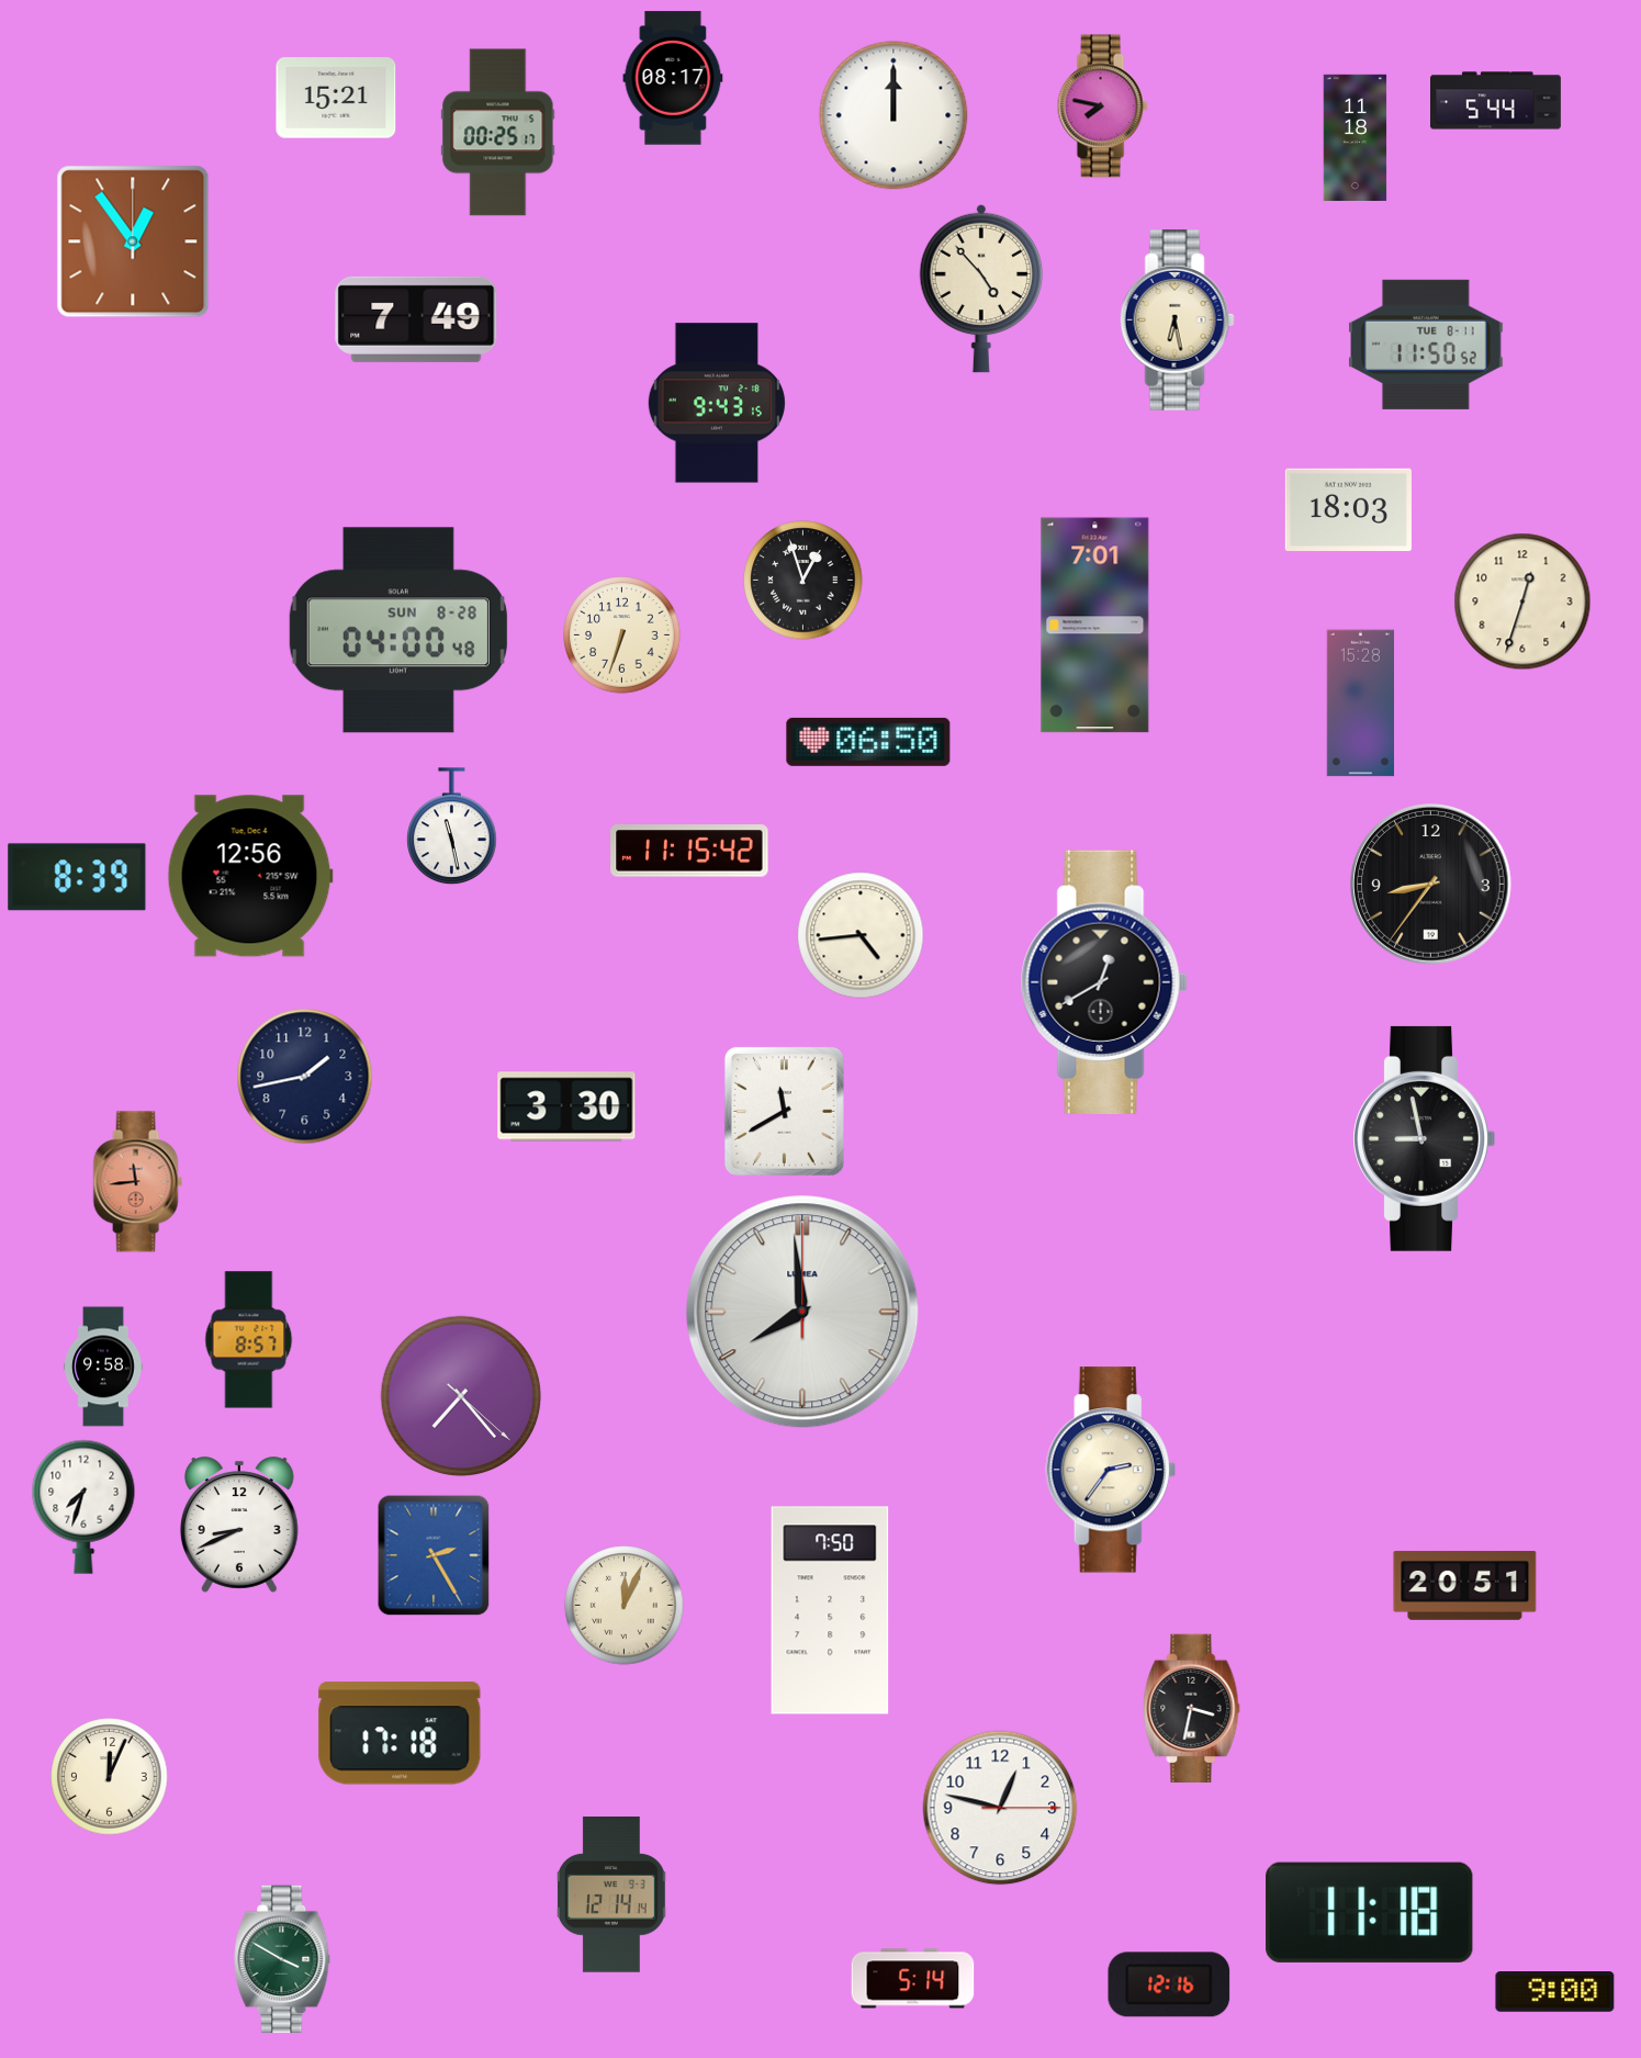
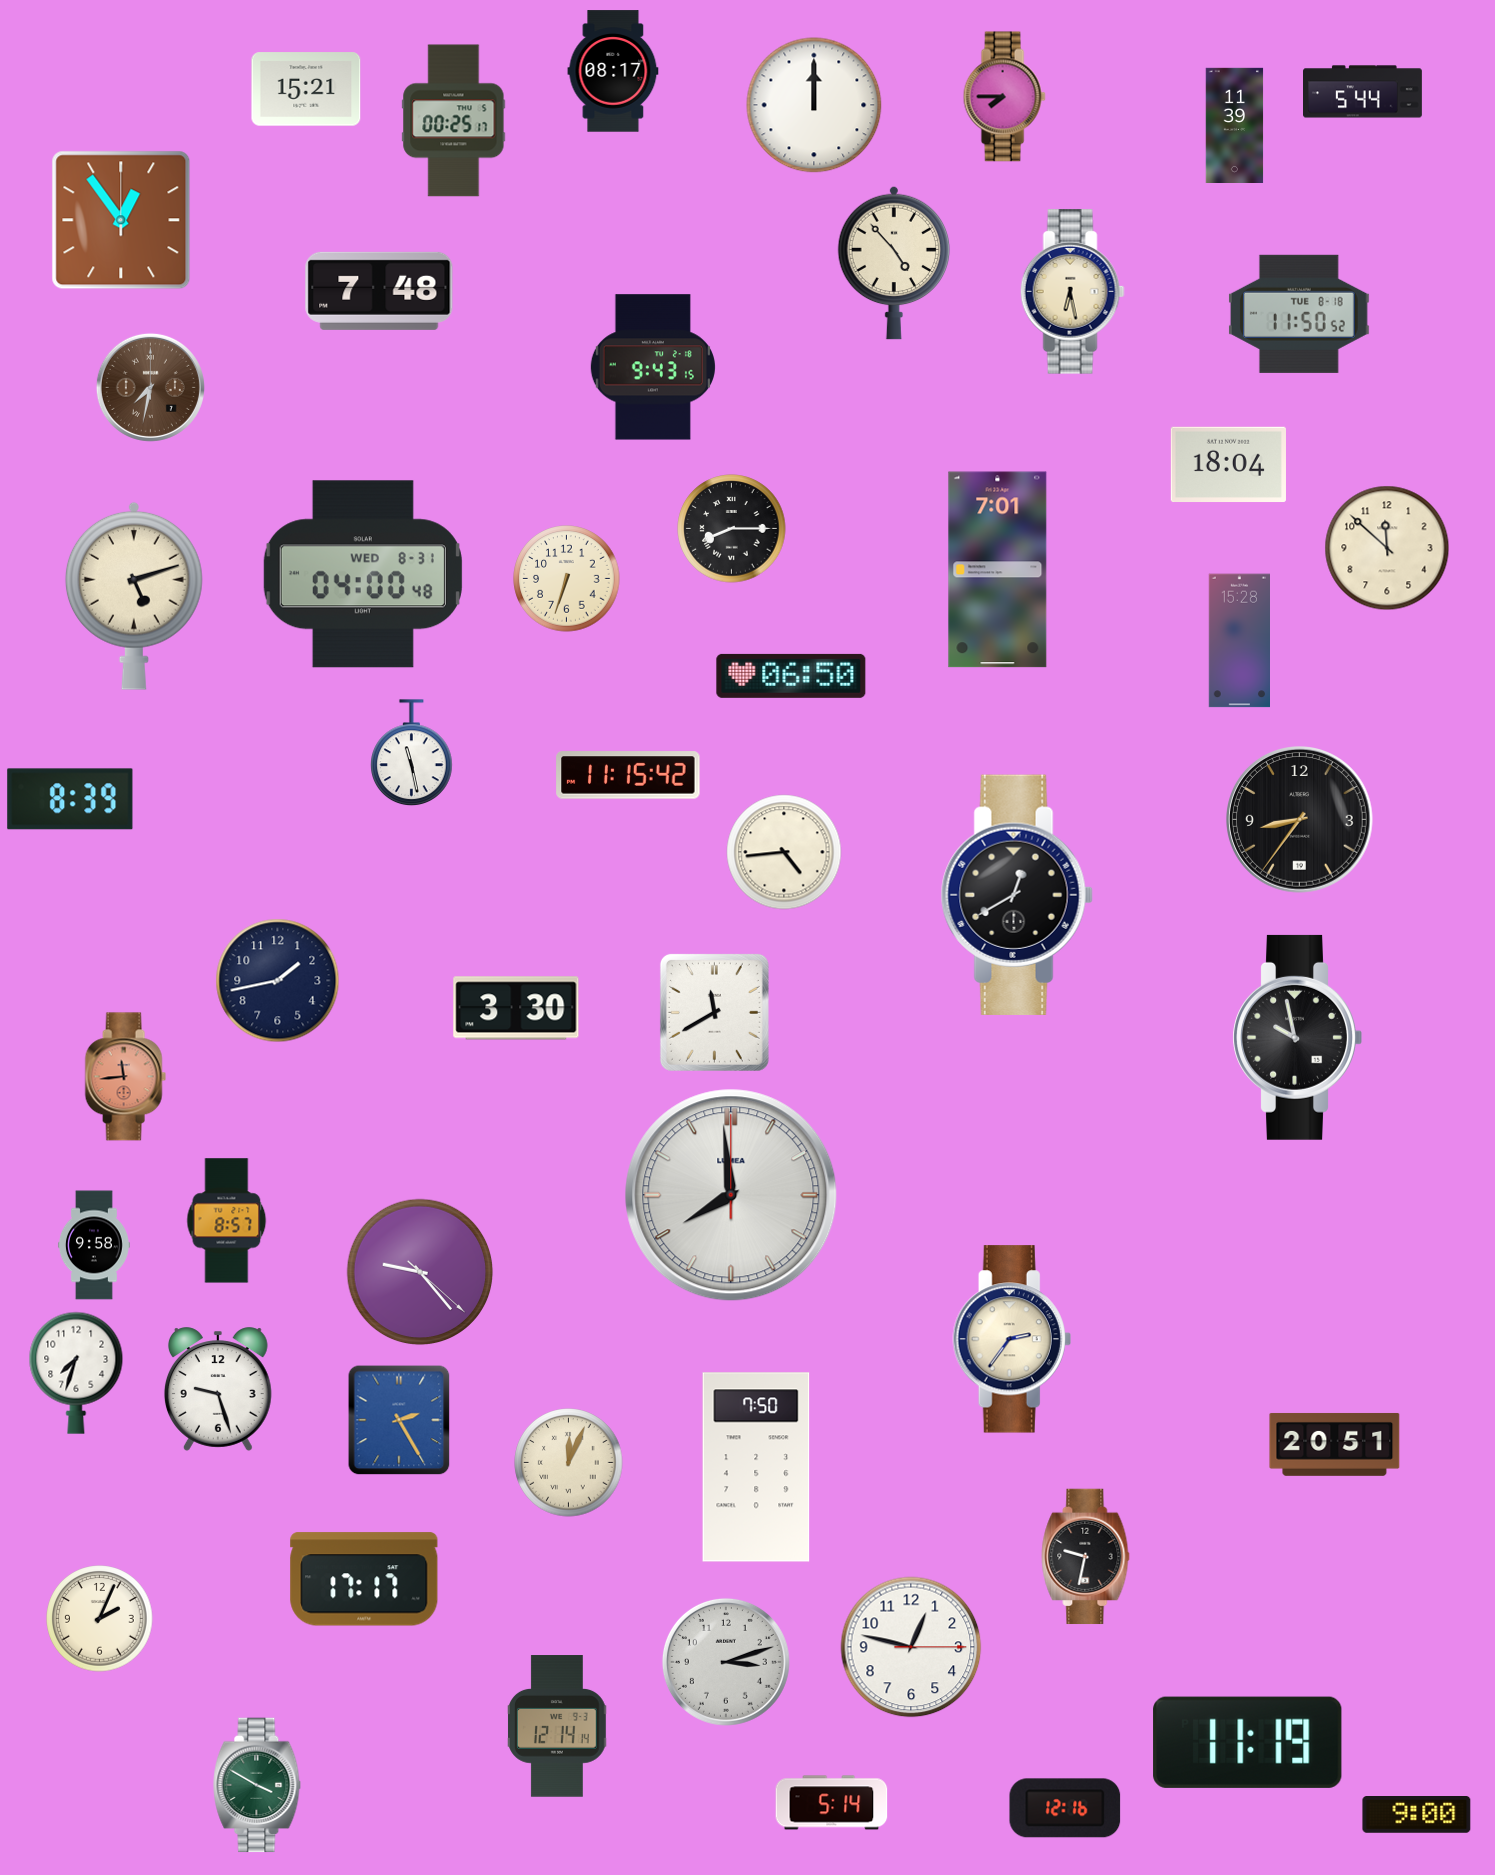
clock at (1102, 106): 7:47 -> 7:45
clock at (1356, 137): 11:18 -> 11:39
clock at (416, 319): 7:49 -> 7:48
clock at (1427, 345) date: TUE 8-11 -> TUE 8-18
clock at (150, 387): none -> 7:32
clock at (1348, 510): 18:03 -> 18:04
clock at (803, 581): 12:57 -> 8:15
clock at (1522, 601): 12:33 -> 11:52
clock at (398, 630) date: SUN 8-28 -> WED 8-31
clock at (134, 596): none -> 5:12
clock at (250, 876): 12:56 -> none
clock at (1431, 885) position: (1431, 885) -> (1300, 820)
clock at (1104, 982) position: (1104, 982) -> (1017, 895)
clock at (1424, 1138): 8:58 -> 9:58
clock at (461, 1396): 7:23 -> 9:23
clock at (239, 1525): 8:41 -> 9:27
clock at (434, 1555) position: (434, 1555) -> (399, 1420)
clock at (1192, 1709): 3:32 -> 9:32
clock at (400, 1733): 17:18 -> 17:17
clock at (110, 1777): 12:04 -> 2:04
clock at (726, 1662): none -> 3:12
clock at (1370, 1912): 11:18 -> 11:19
